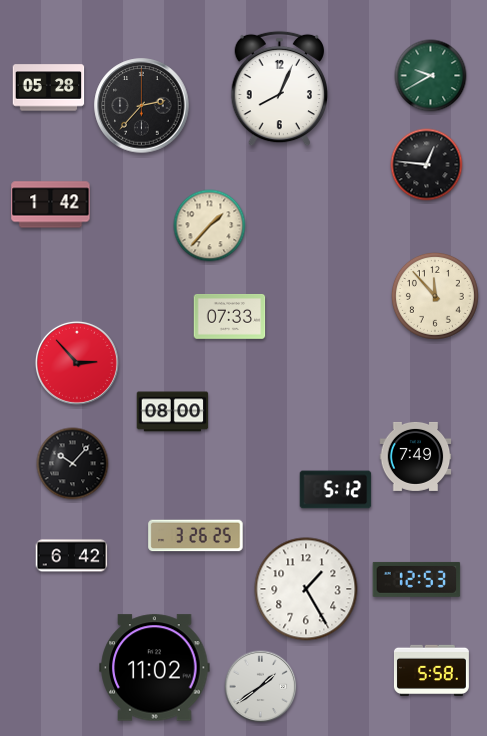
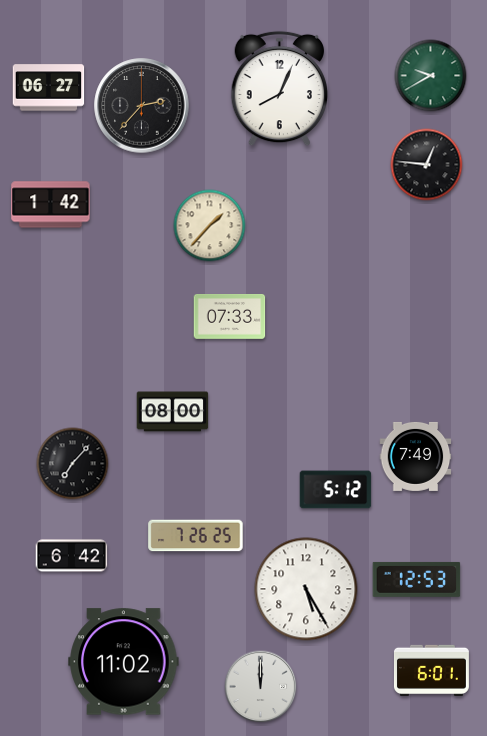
clock at (49, 88): 05:28 -> 06:27
clock at (435, 296): 11:53 -> none
clock at (77, 363): 2:53 -> none
clock at (73, 464): 10:07 -> 7:07
clock at (196, 536): 3:26 -> 7:26
clock at (306, 589): 1:25 -> 5:25
clock at (155, 668) position: (155, 668) -> (124, 662)
clock at (431, 670): 5:58 -> 6:01
clock at (261, 687): 1:39 -> 12:00
